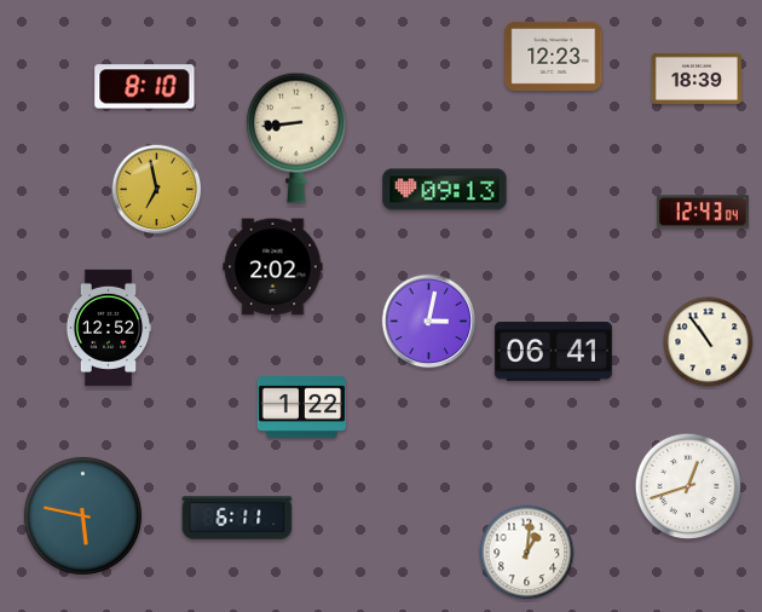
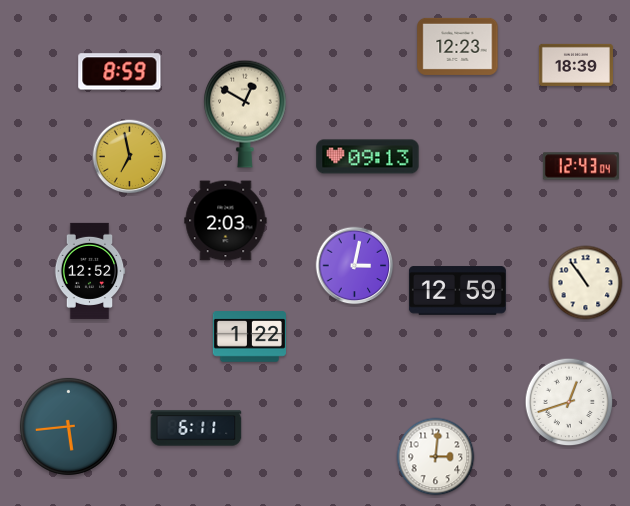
clock at (145, 87): 8:10 -> 8:59
clock at (298, 138): 8:44 -> 12:50
clock at (703, 212) position: (703, 212) -> (581, 166)
clock at (273, 267): 2:02 -> 2:03
clock at (553, 352): 06:41 -> 12:59
clock at (82, 515): 5:47 -> 5:44
clock at (527, 553): 1:01 -> 3:01
